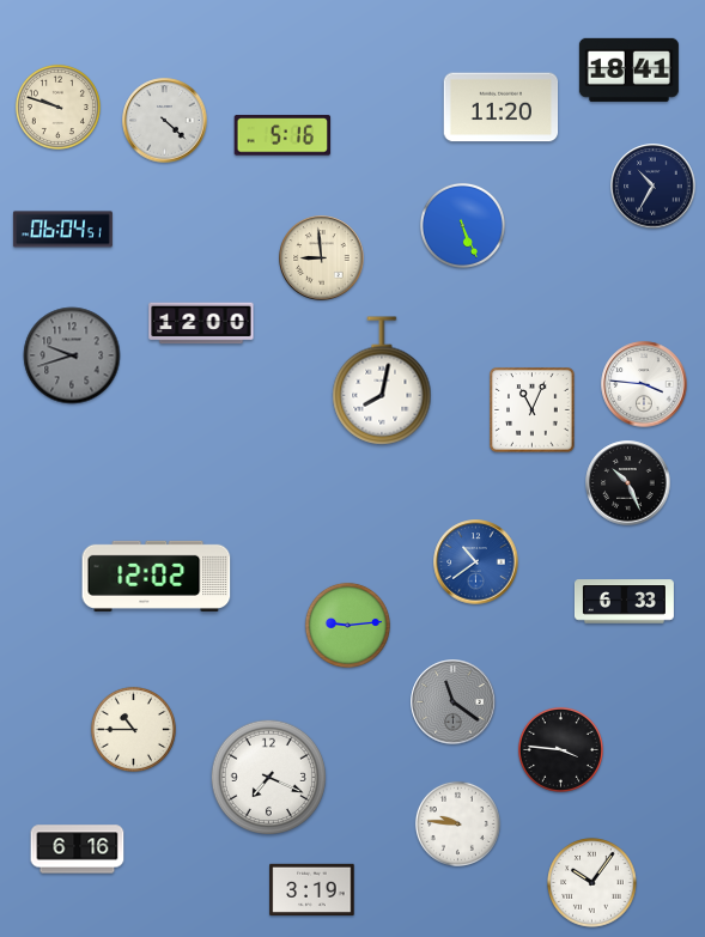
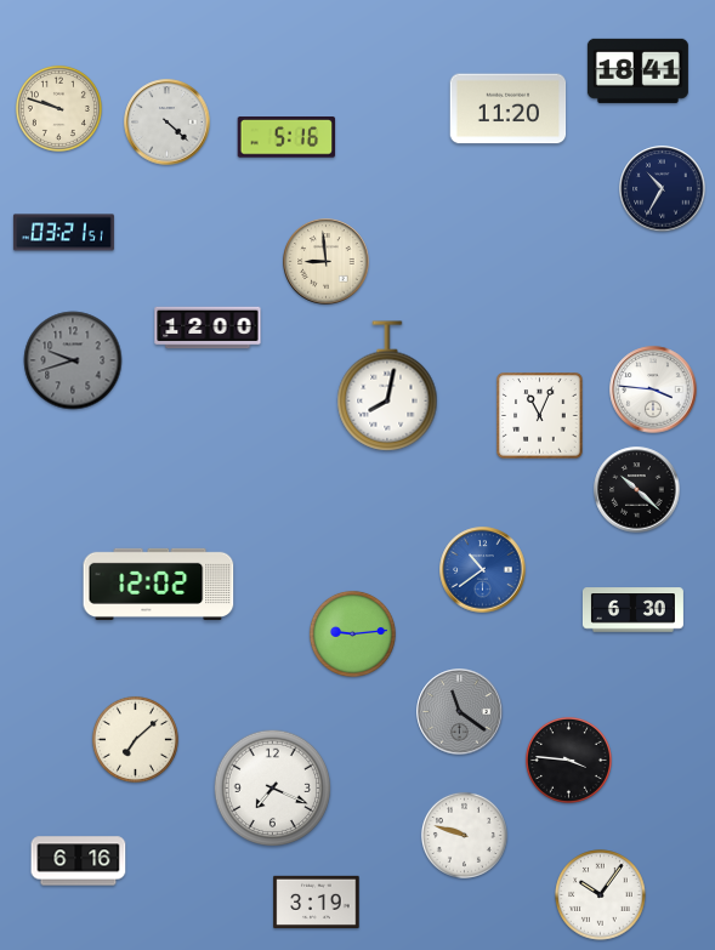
clock at (462, 225): 5:26 -> none
clock at (62, 230): 06:04 -> 03:21
clock at (201, 323) position: (201, 323) -> (208, 328)
clock at (628, 483): 10:26 -> 10:22
clock at (624, 602): 6:33 -> 6:30
clock at (133, 729): 10:45 -> 7:08
clock at (457, 823): 9:46 -> 9:48
